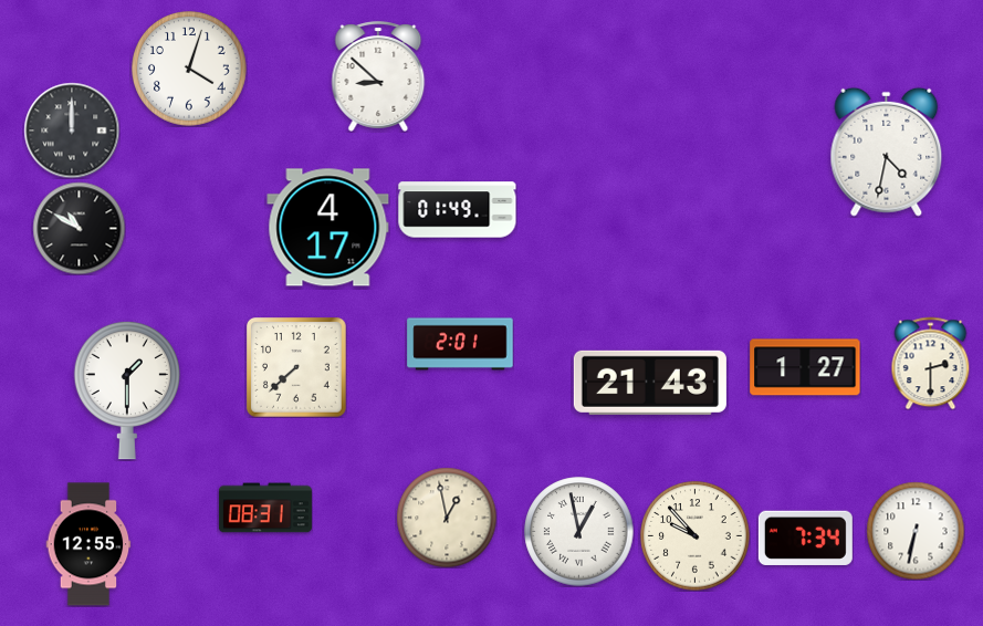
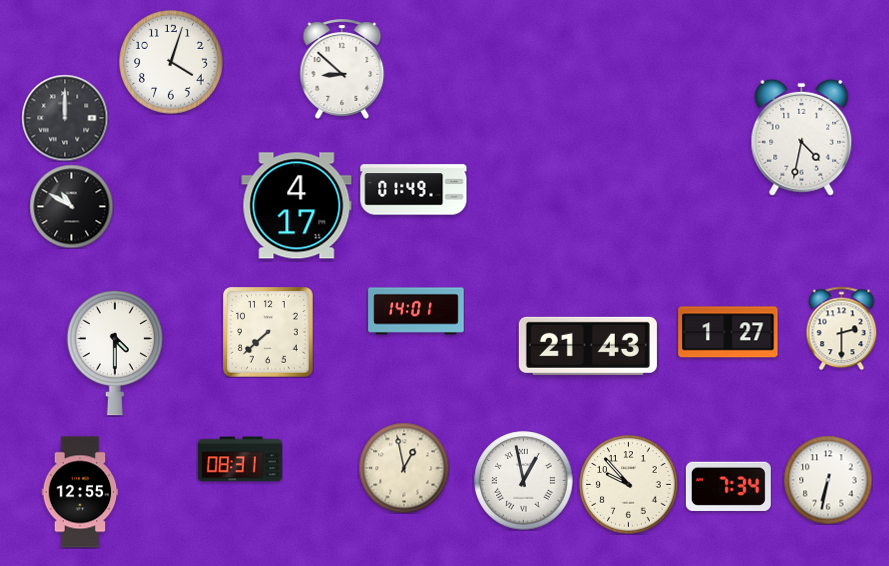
clock at (460, 344): 2:01 -> 14:01
clock at (127, 390): 1:30 -> 4:30
